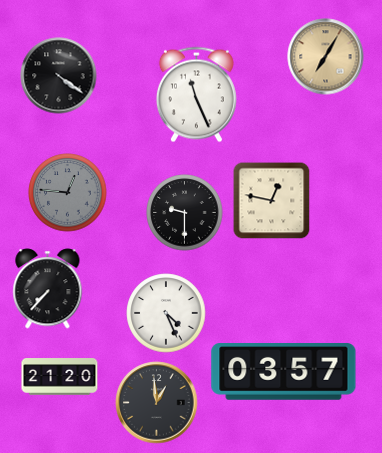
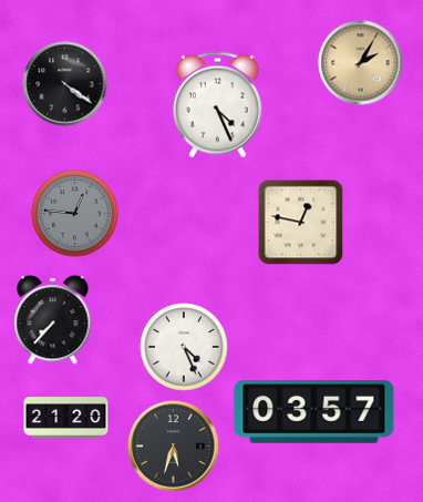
clock at (326, 57): 7:05 -> 2:05
clock at (196, 95): 11:26 -> 4:26
clock at (185, 213): 9:30 -> none
clock at (157, 403): 12:59 -> 5:33
